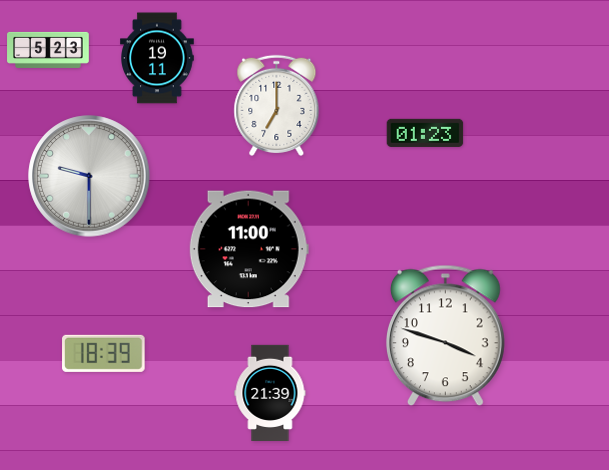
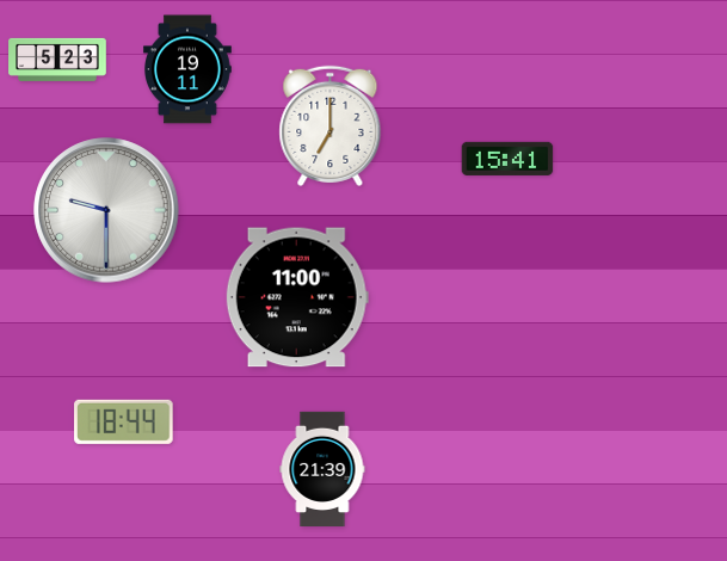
clock at (425, 133): 01:23 -> 15:41
clock at (446, 336): 3:48 -> none
clock at (104, 353): 18:39 -> 18:44
